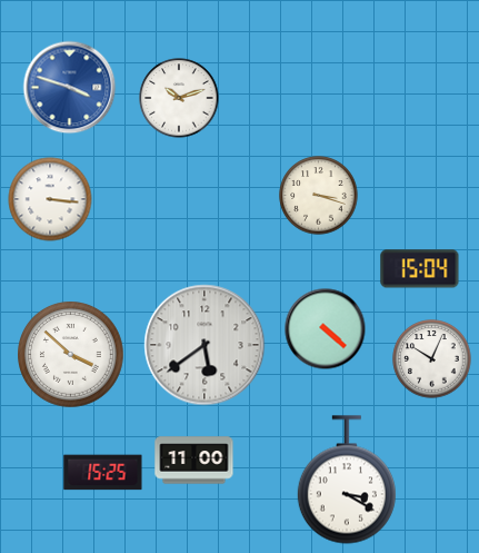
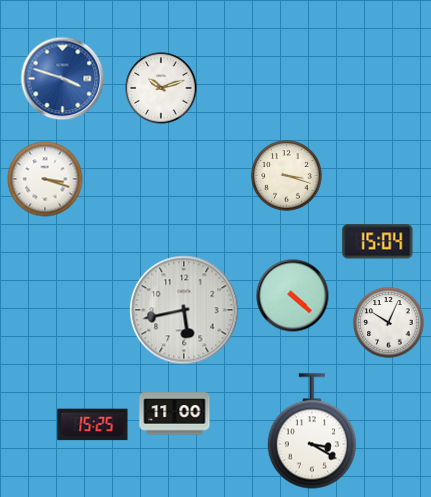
clock at (50, 199): 3:16 -> 3:18
clock at (204, 345): 5:39 -> 5:43
clock at (71, 355): 3:52 -> none
